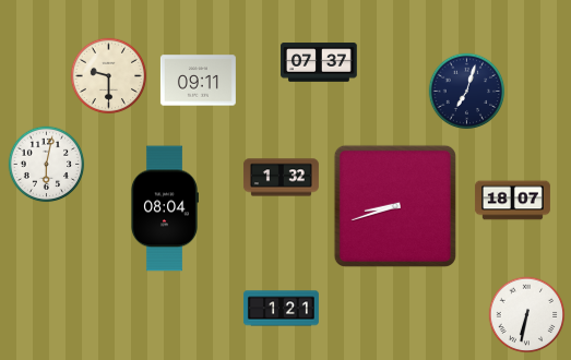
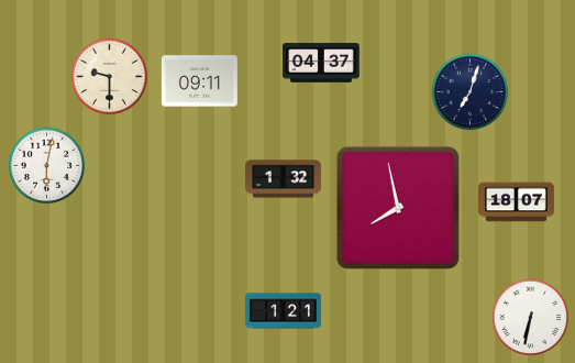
clock at (320, 62): 07:37 -> 04:37
clock at (395, 206): 8:42 -> 7:58
clock at (164, 208): 08:04 -> none
